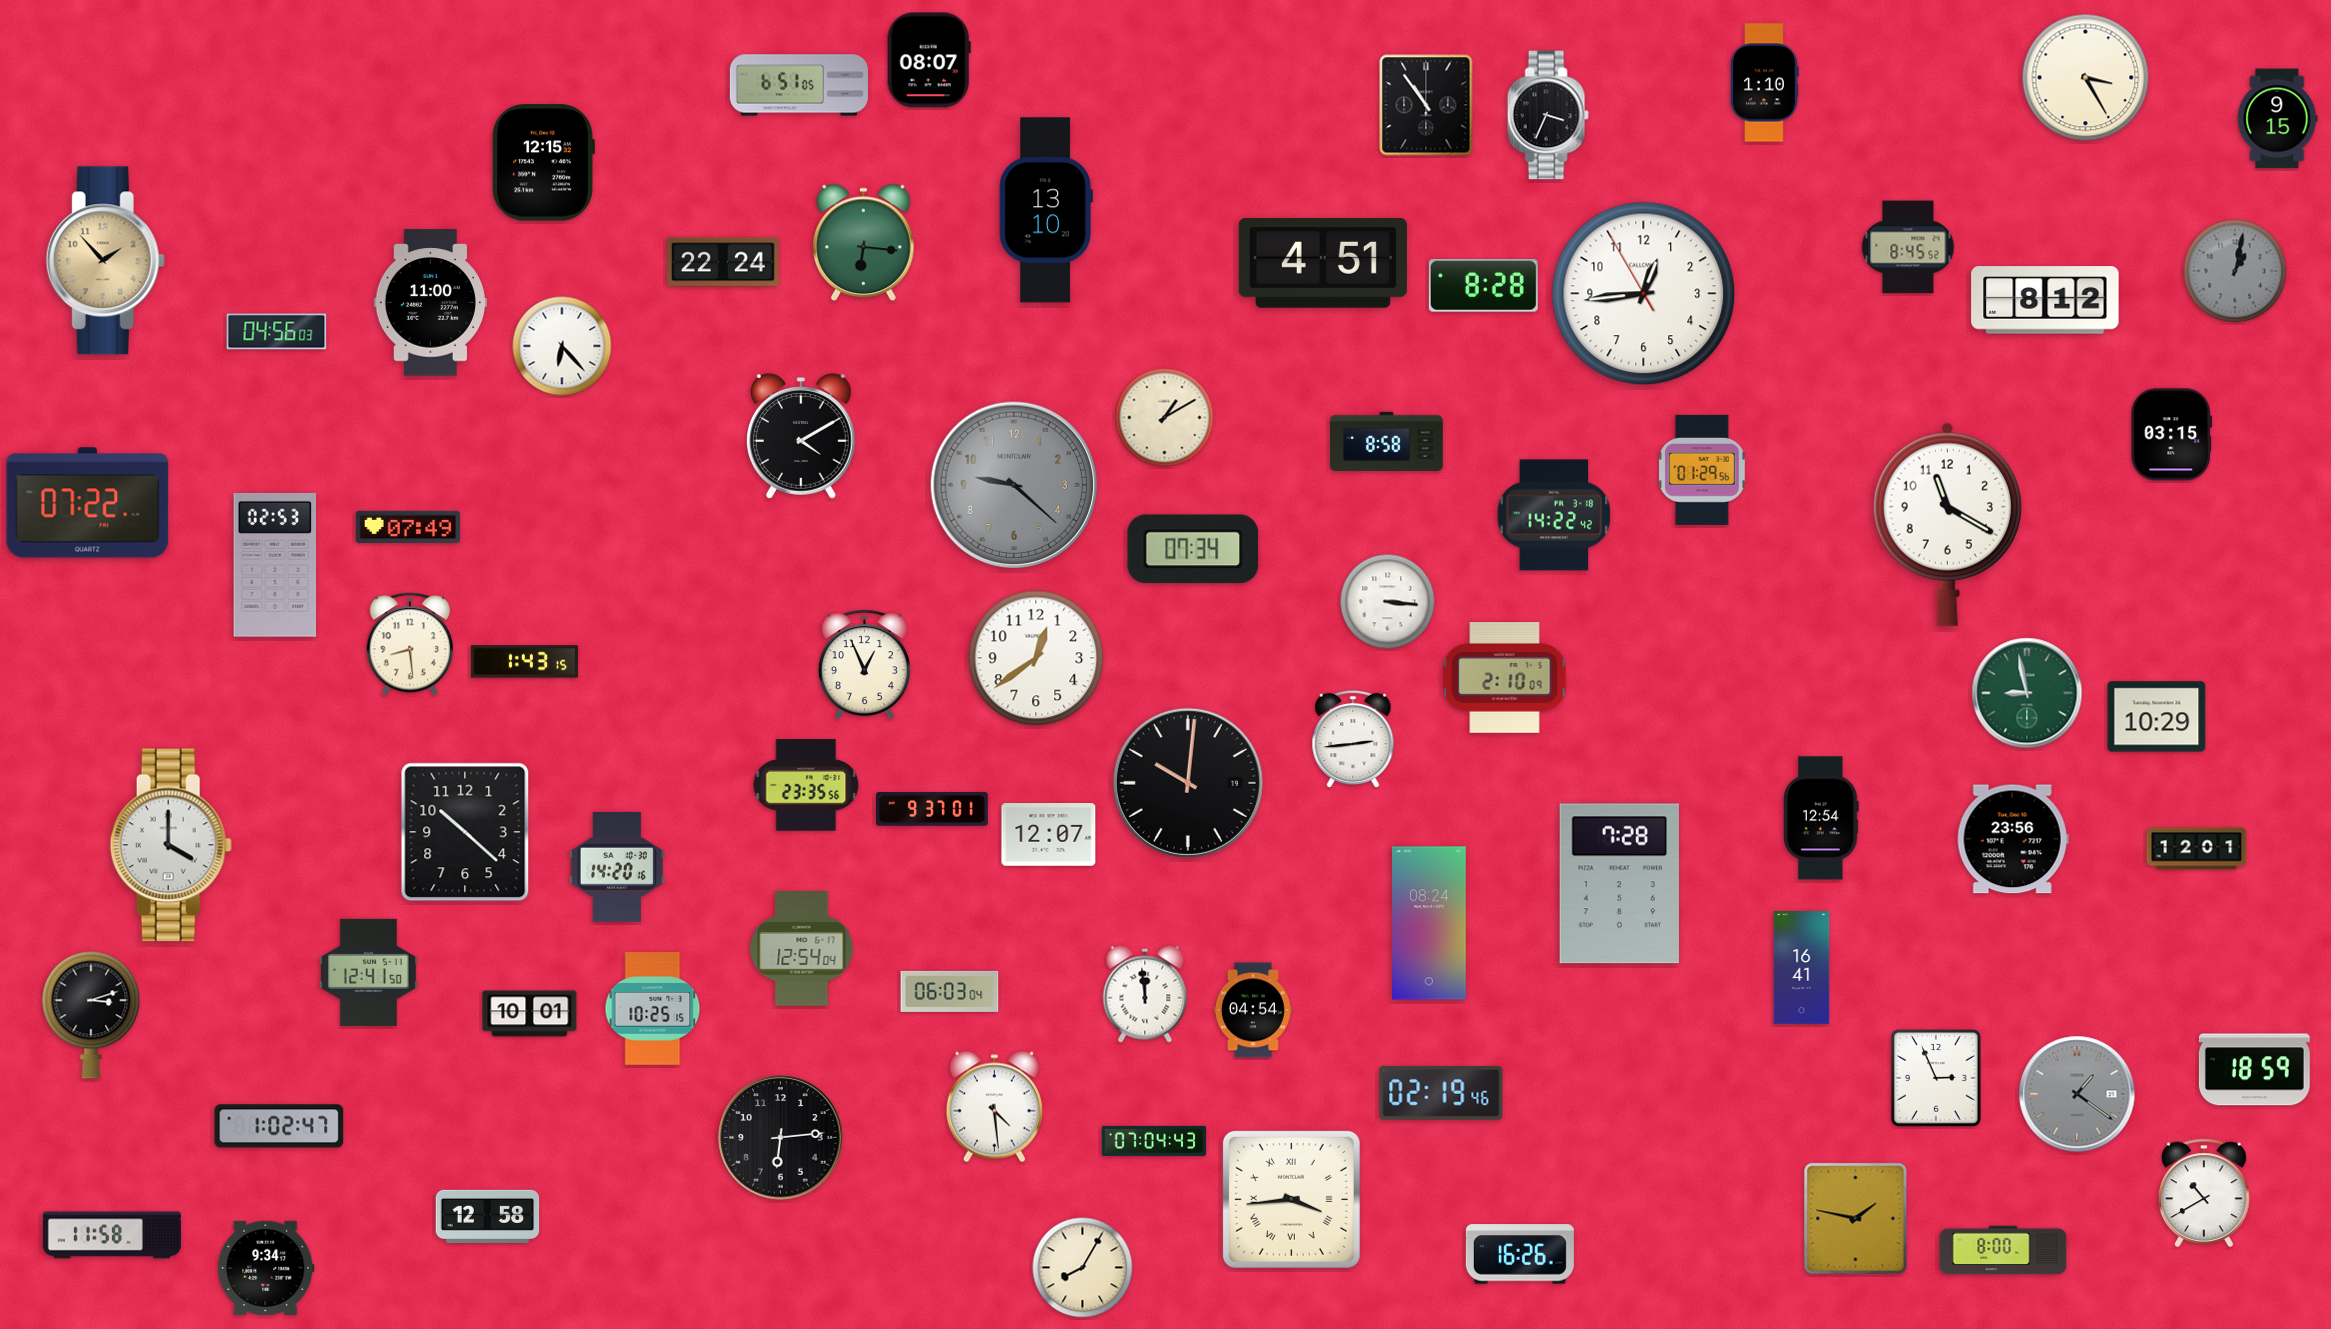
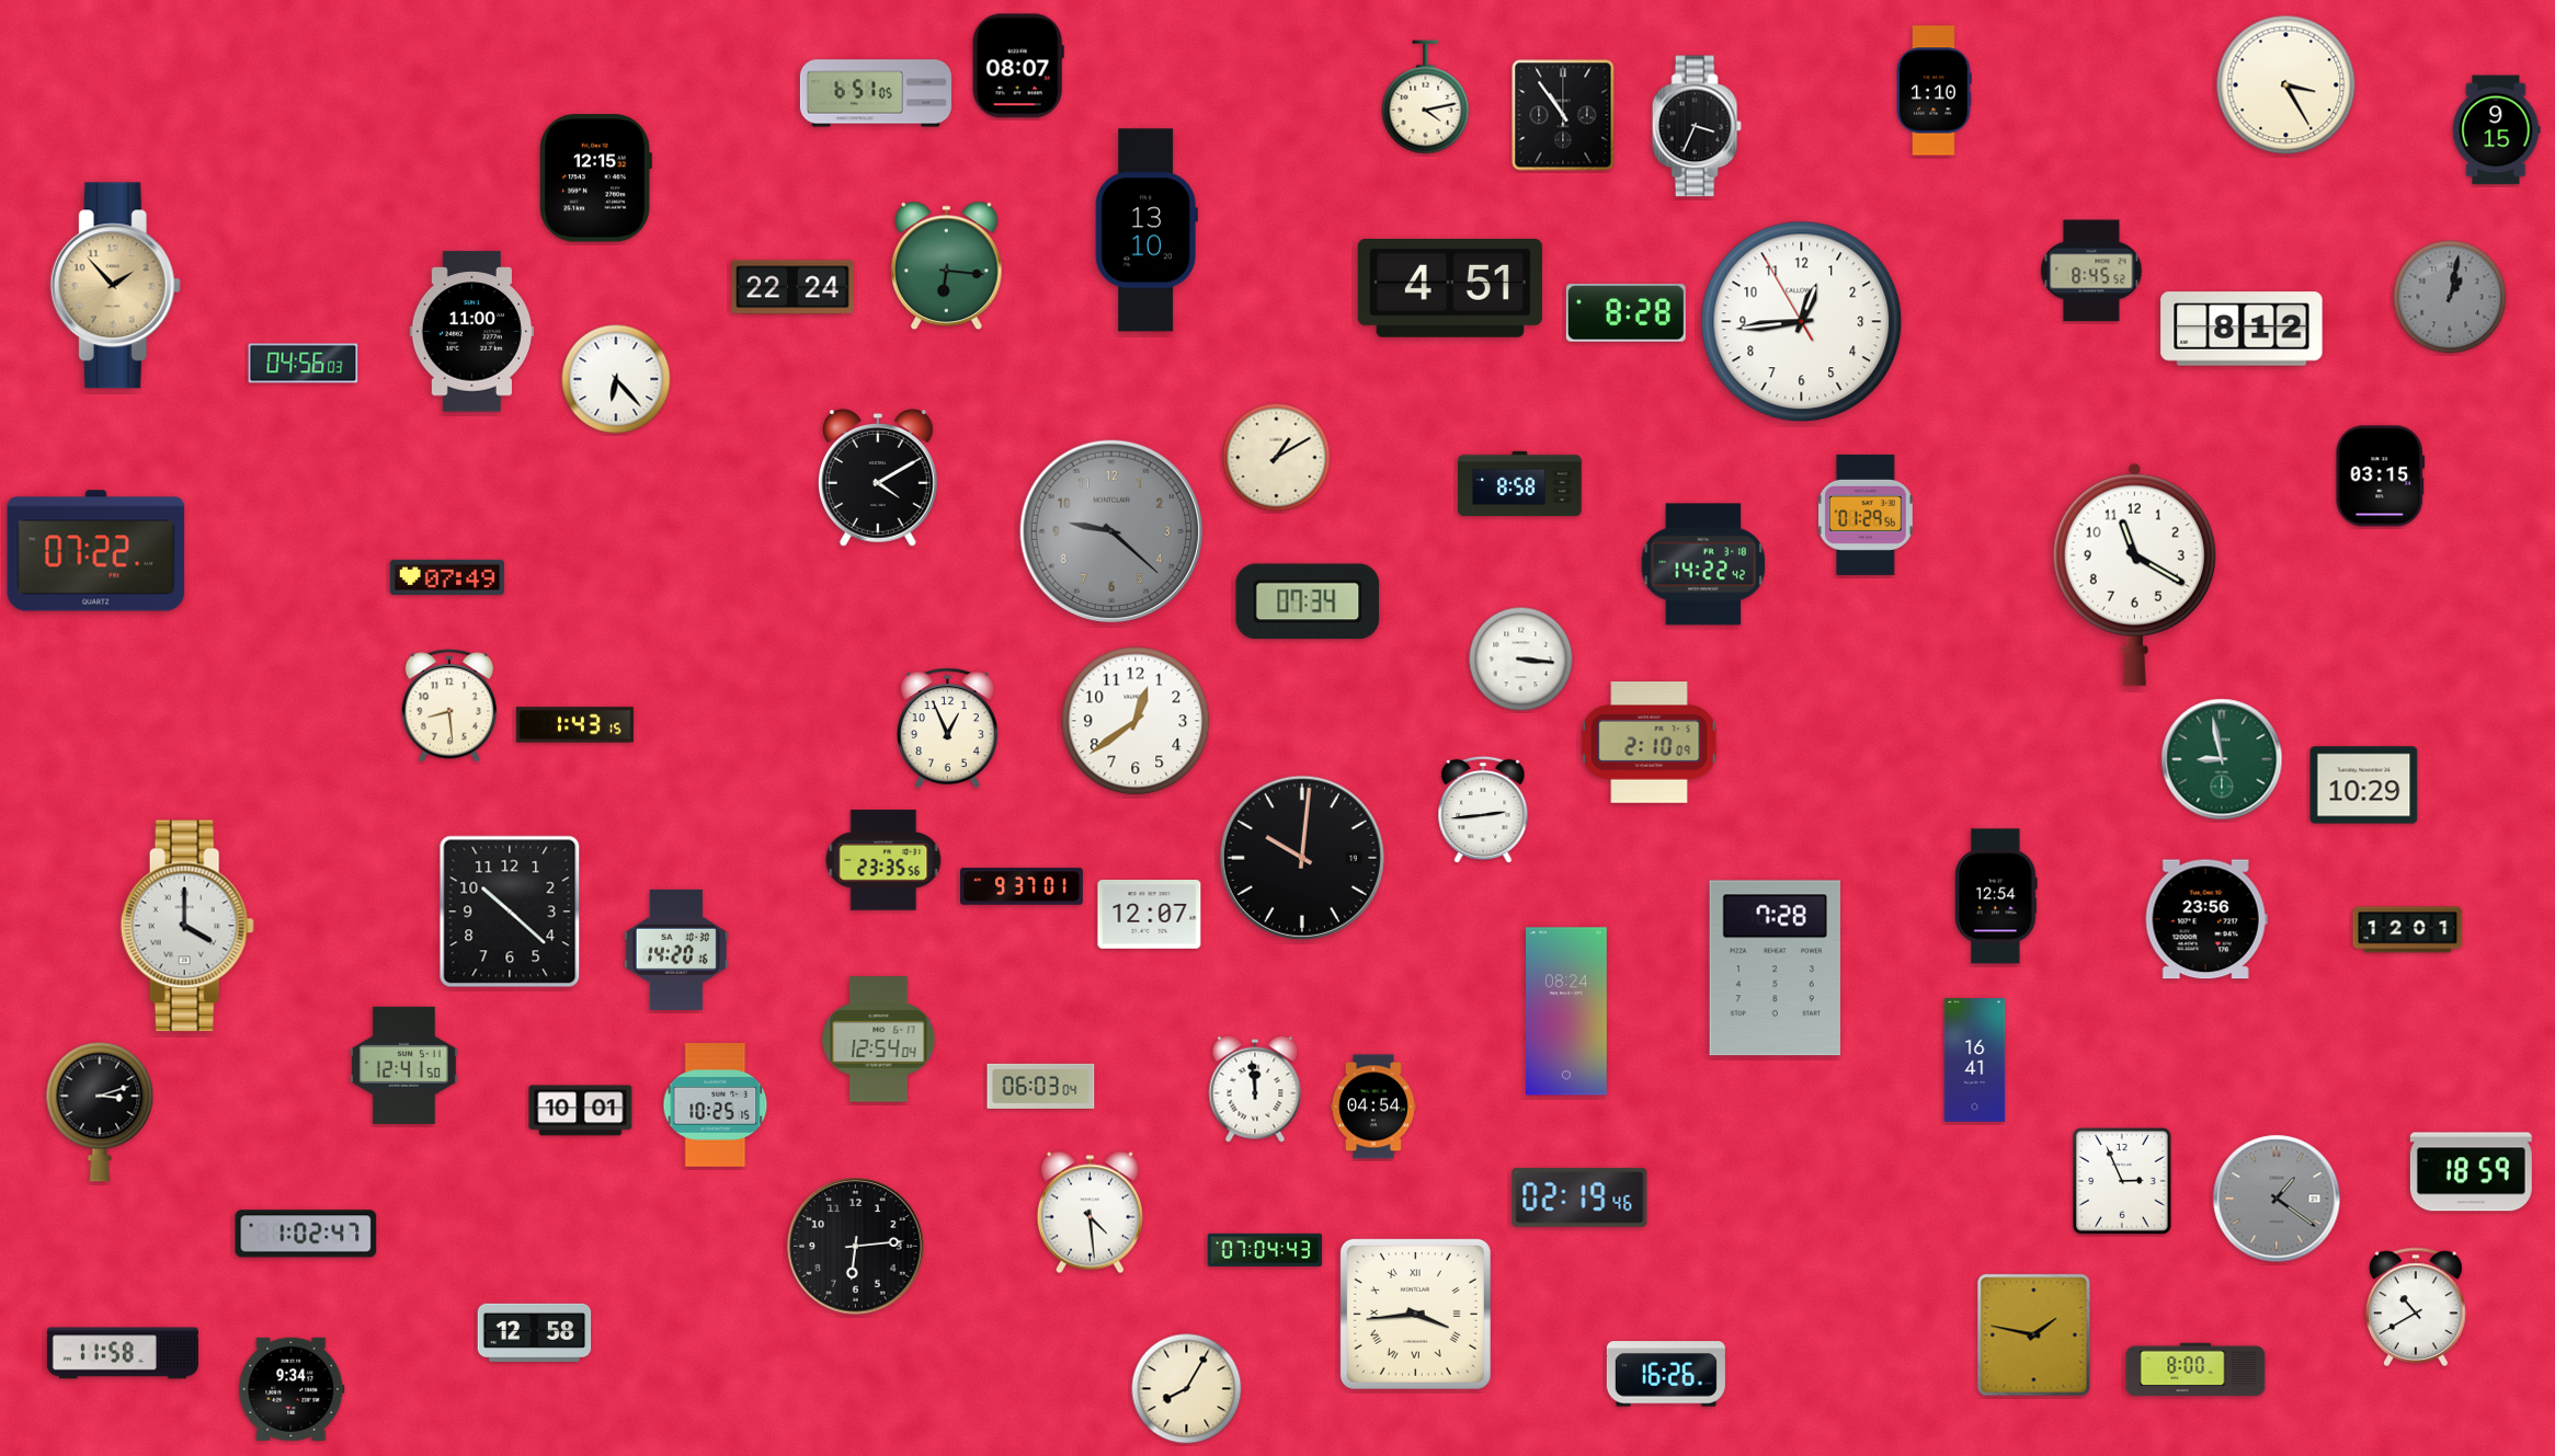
clock at (1426, 98): none -> 4:13
clock at (275, 565): 02:53 -> none
